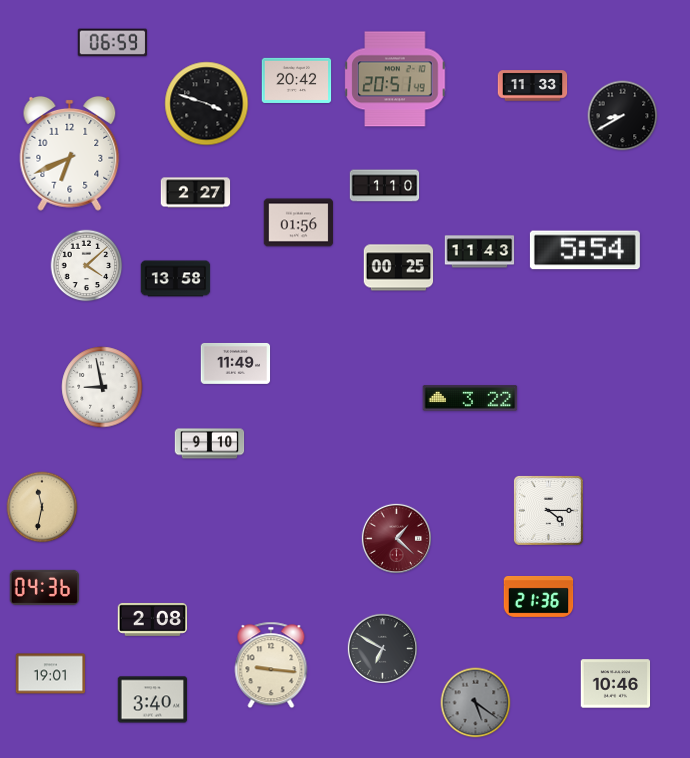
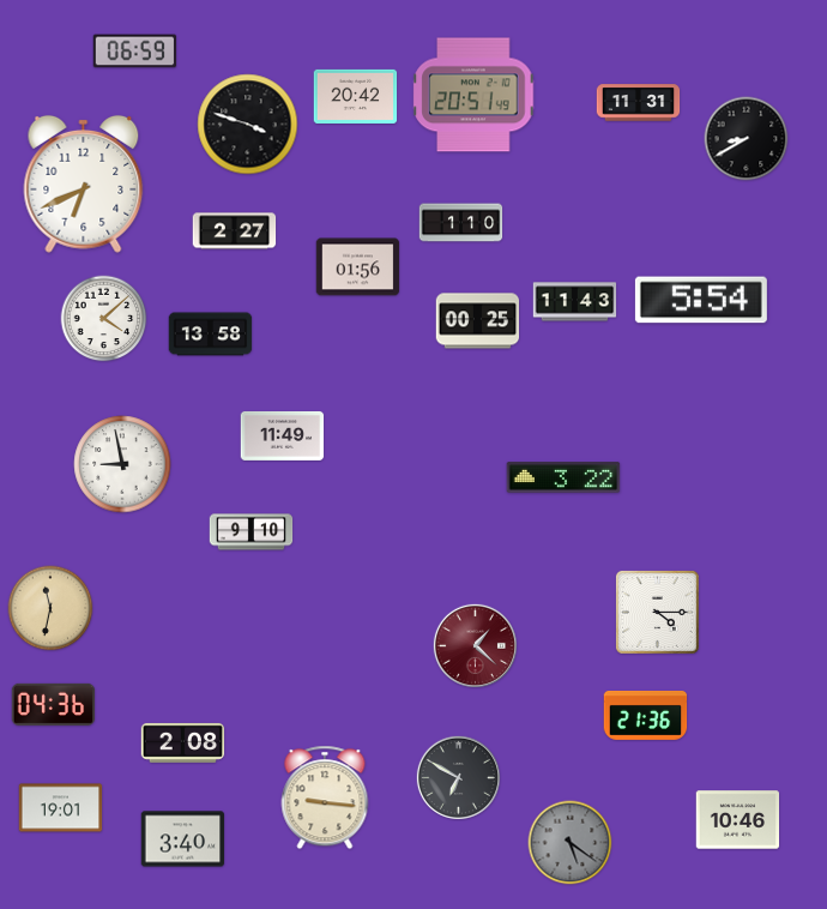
clock at (533, 86): 11:33 -> 11:31
